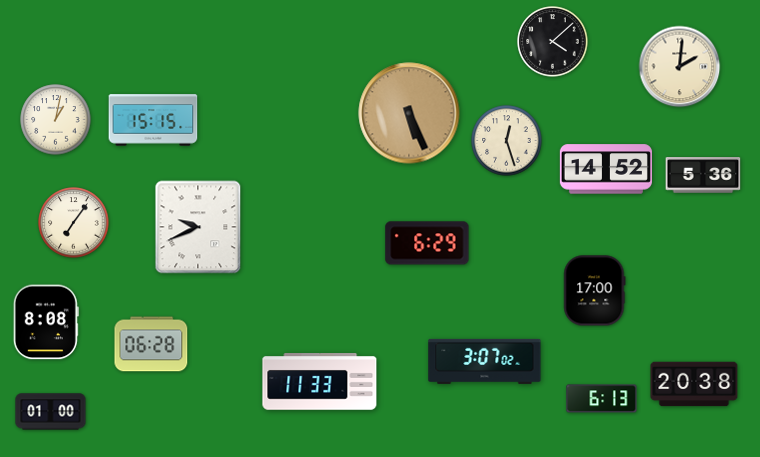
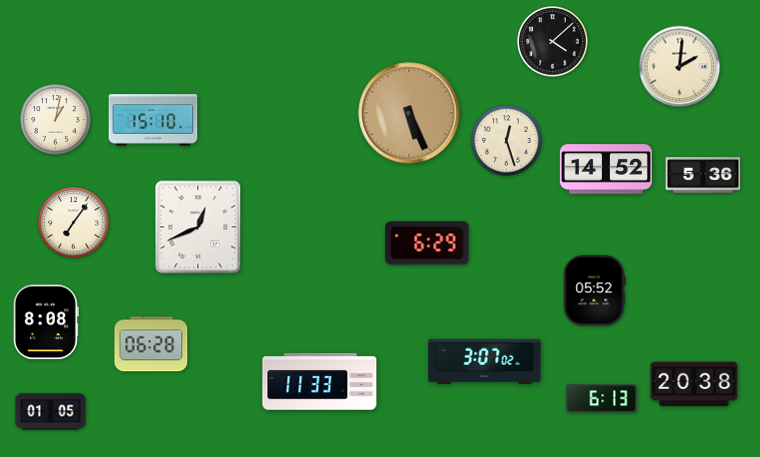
clock at (153, 120): 15:15 -> 15:10
clock at (198, 227): 9:41 -> 12:41
clock at (595, 291): 17:00 -> 05:52
clock at (51, 412): 01:00 -> 01:05
